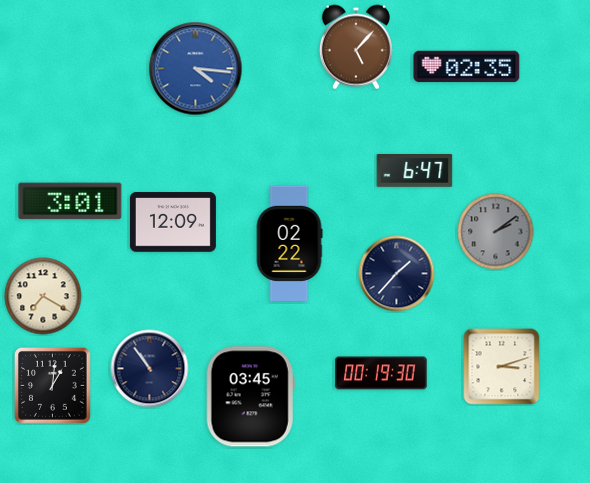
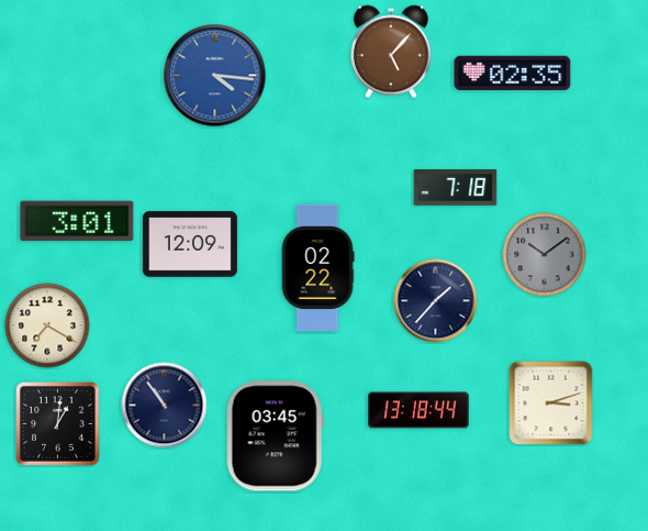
clock at (415, 171): 6:47 -> 7:18
clock at (496, 232): 2:09 -> 10:09
clock at (381, 373): 00:19 -> 13:18
